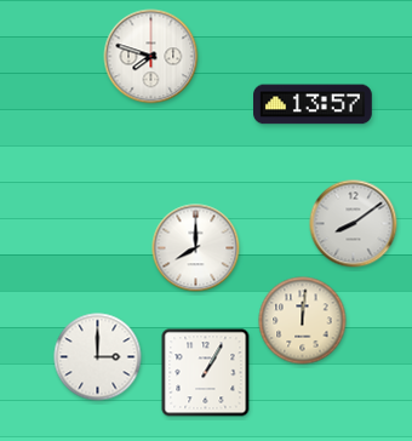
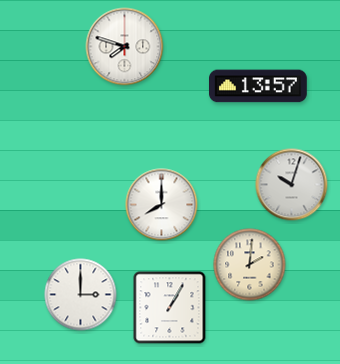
clock at (354, 224): 8:09 -> 10:03
clock at (303, 321): 12:01 -> 2:01
